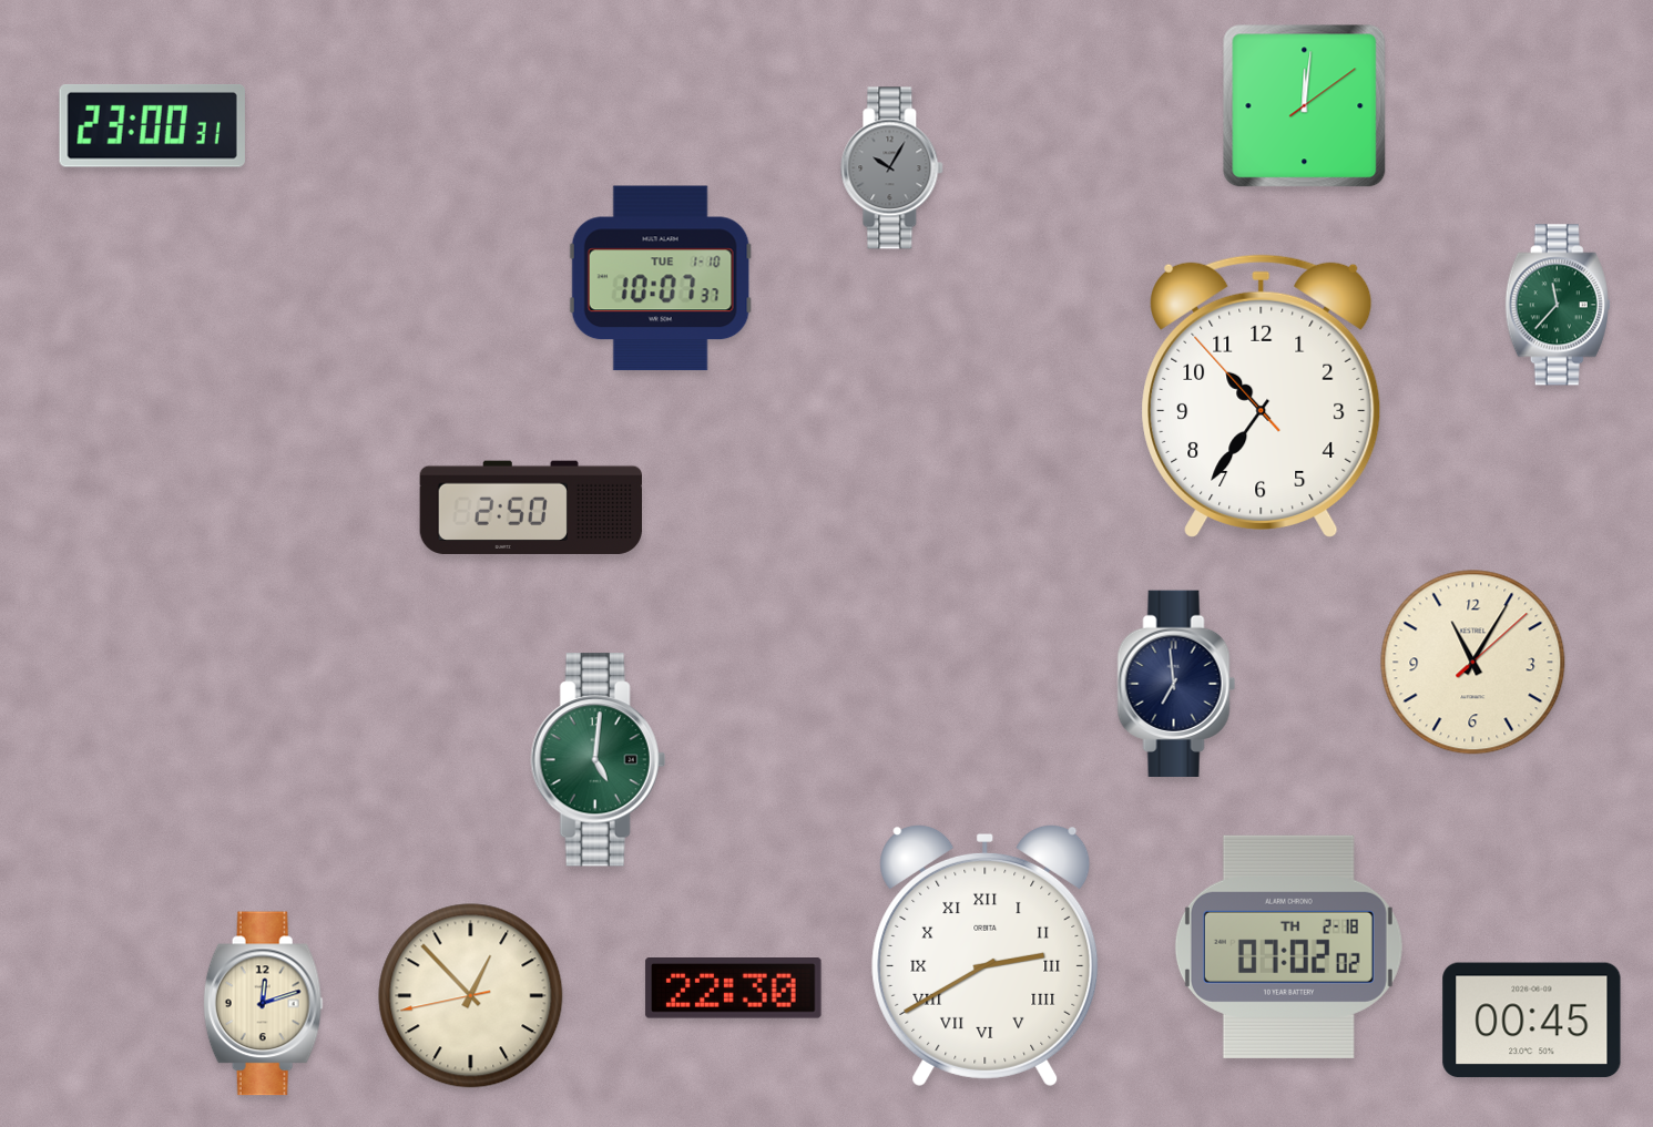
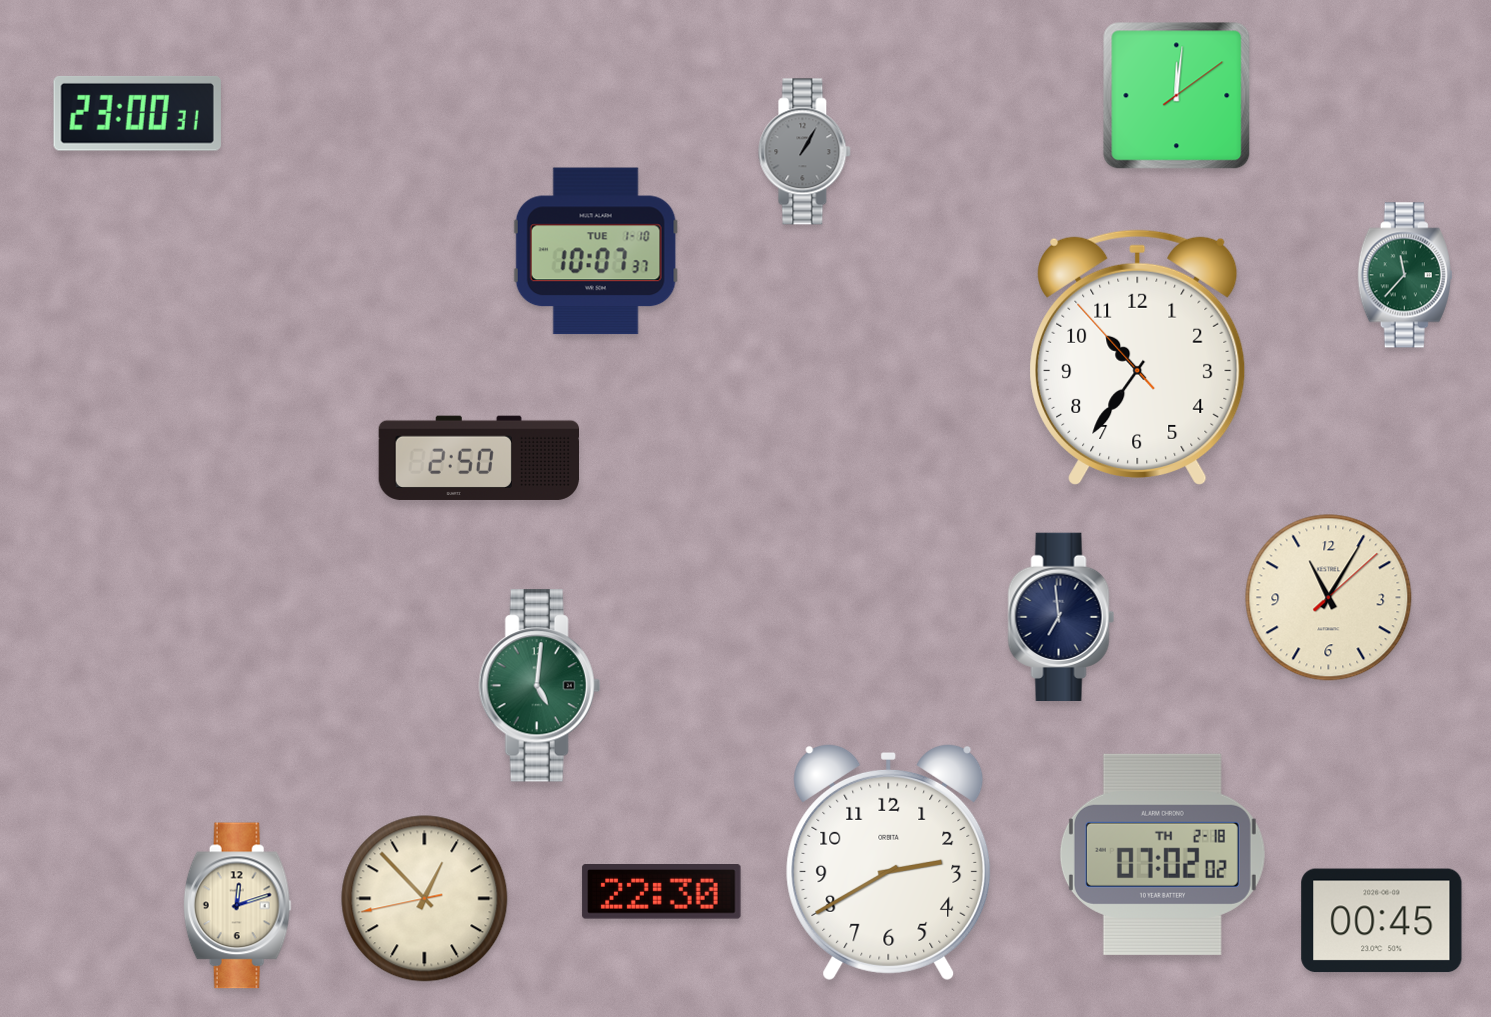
clock at (892, 168): 10:05 -> 1:05
clock at (986, 955) numerals: Roman -> Arabic
